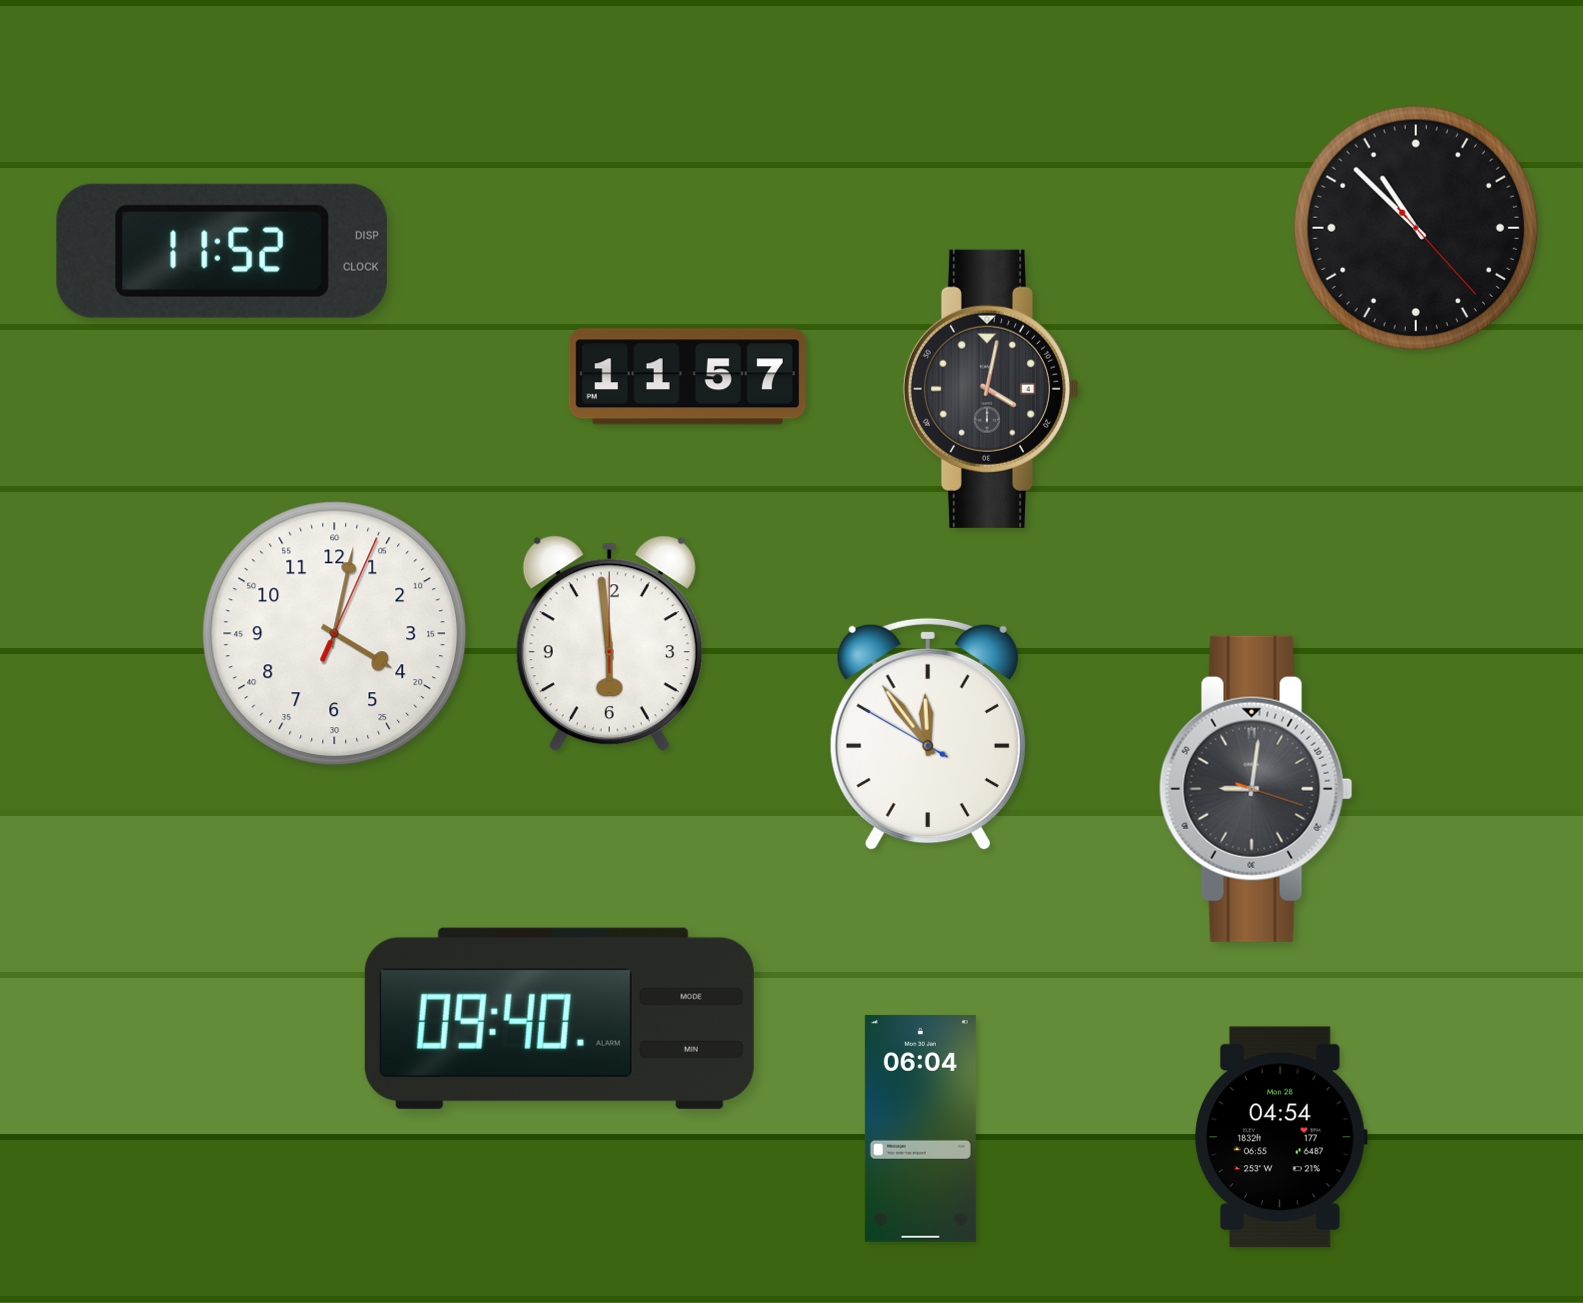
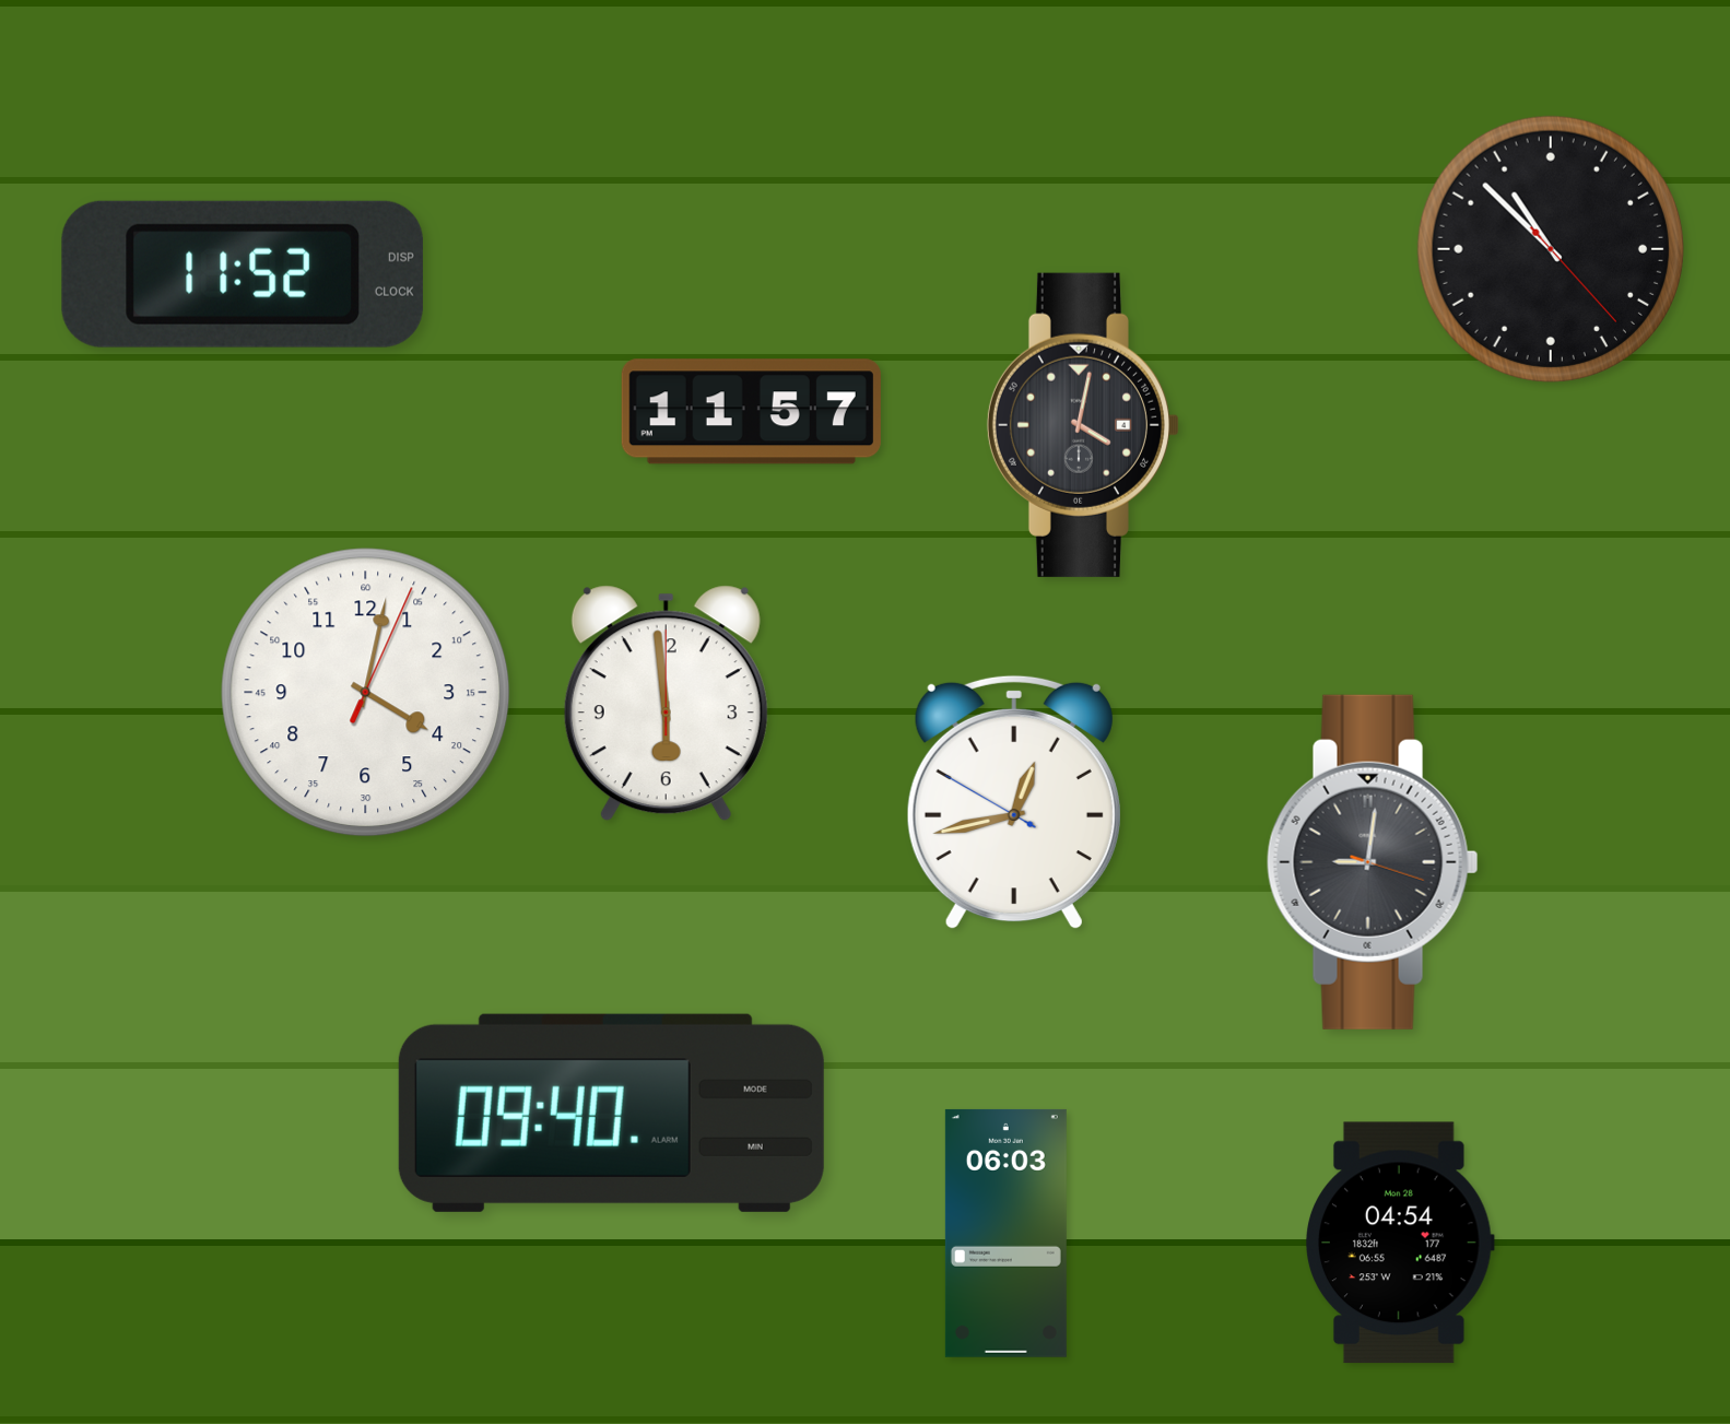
clock at (1416, 228) position: (1416, 228) -> (1551, 249)
clock at (928, 734): 11:53 -> 12:42
clock at (920, 1128): 06:04 -> 06:03
